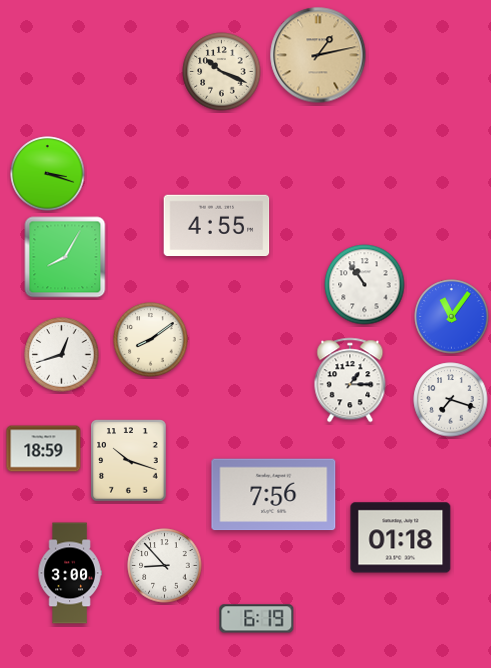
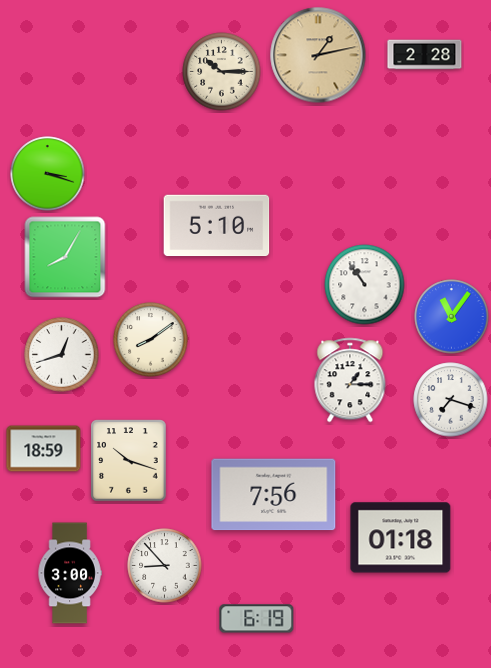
clock at (425, 55): none -> 2:28
clock at (222, 72): 10:19 -> 10:15
clock at (217, 226): 4:55 -> 5:10
